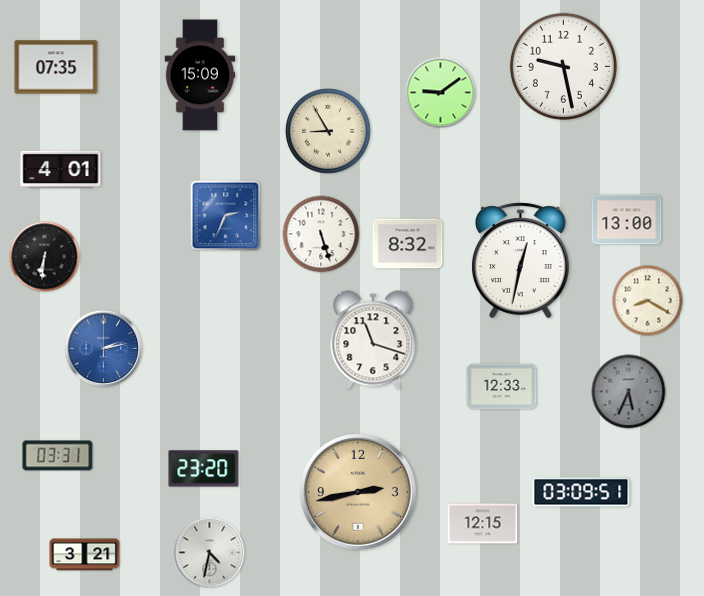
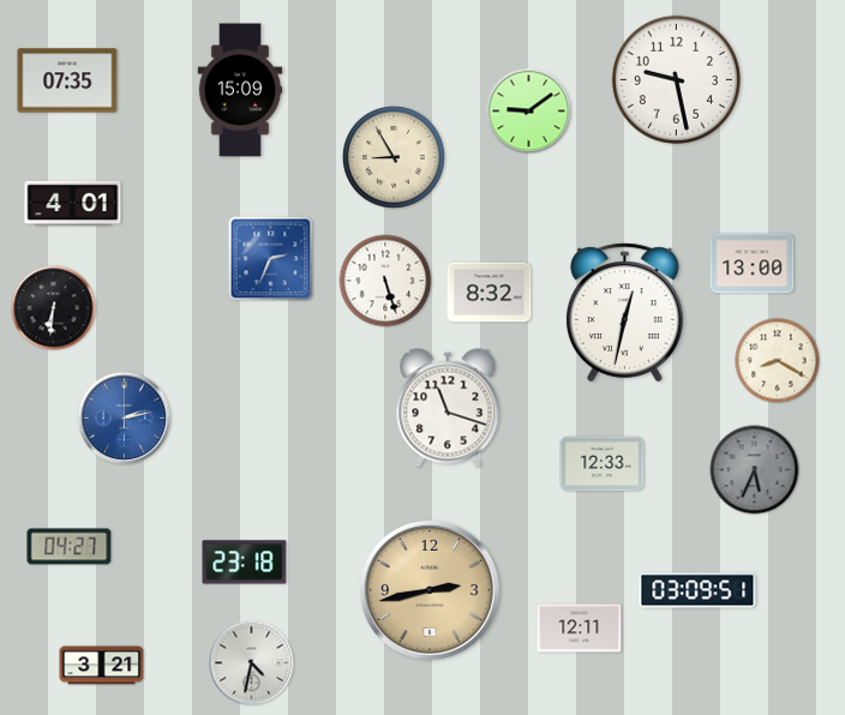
clock at (58, 456): 03:31 -> 04:27
clock at (204, 469): 23:20 -> 23:18
clock at (483, 524): 12:15 -> 12:11
